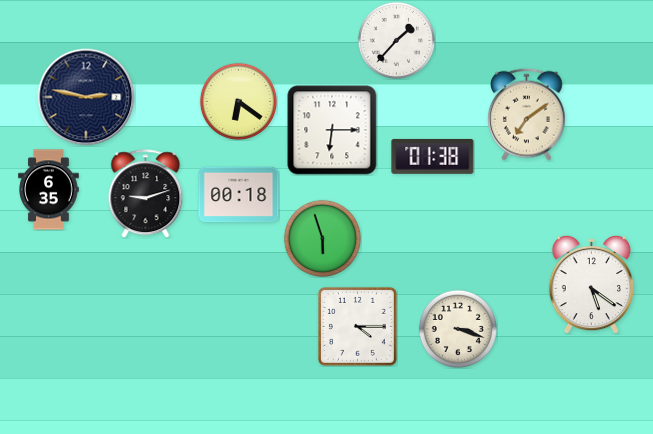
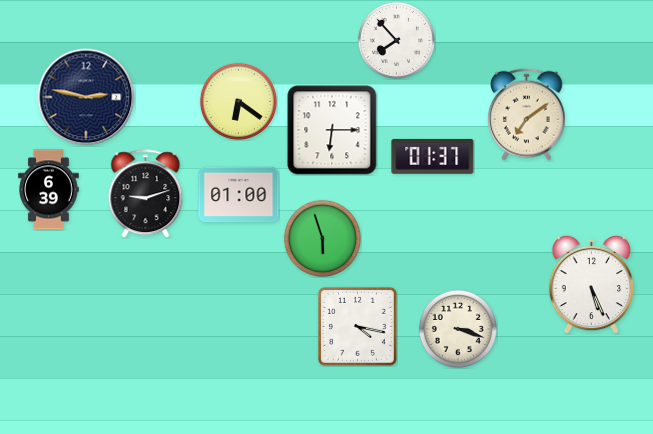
clock at (396, 40): 1:37 -> 7:53
clock at (433, 156): 01:38 -> 01:37
clock at (49, 190): 6:35 -> 6:39
clock at (239, 195): 00:18 -> 01:00
clock at (592, 284): 5:21 -> 5:26
clock at (357, 326): 4:15 -> 4:17
